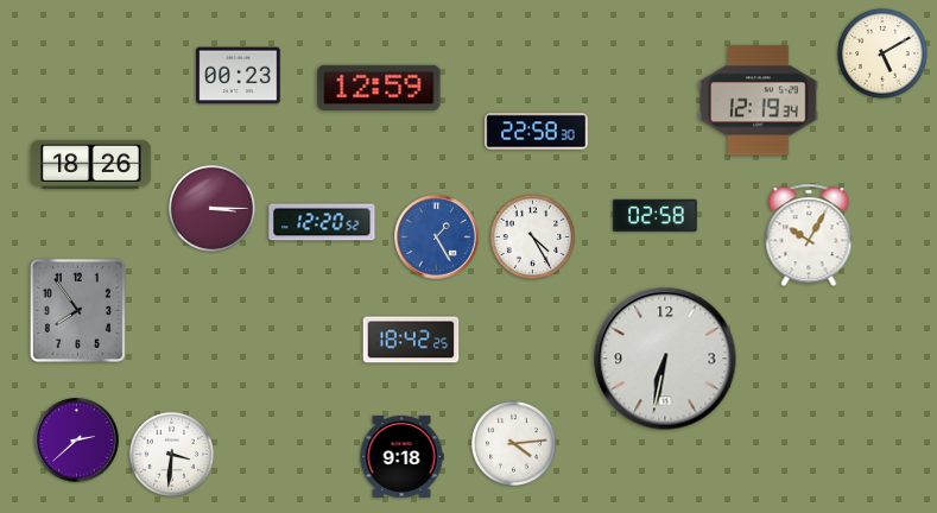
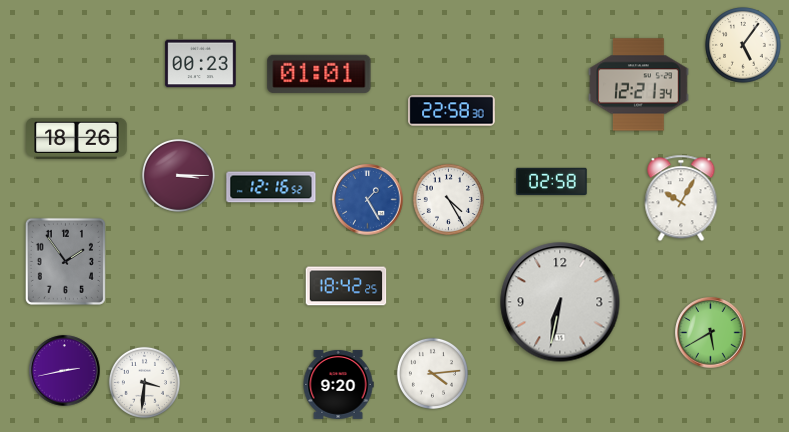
clock at (882, 53): 5:10 -> 5:06
clock at (379, 88): 12:59 -> 01:01
clock at (759, 101): 12:19 -> 12:21
clock at (322, 222): 12:20 -> 12:16
clock at (77, 310): 7:54 -> 1:54
clock at (711, 333): none -> 5:40
clock at (77, 441): 2:38 -> 2:43
clock at (401, 456): 9:18 -> 9:20
